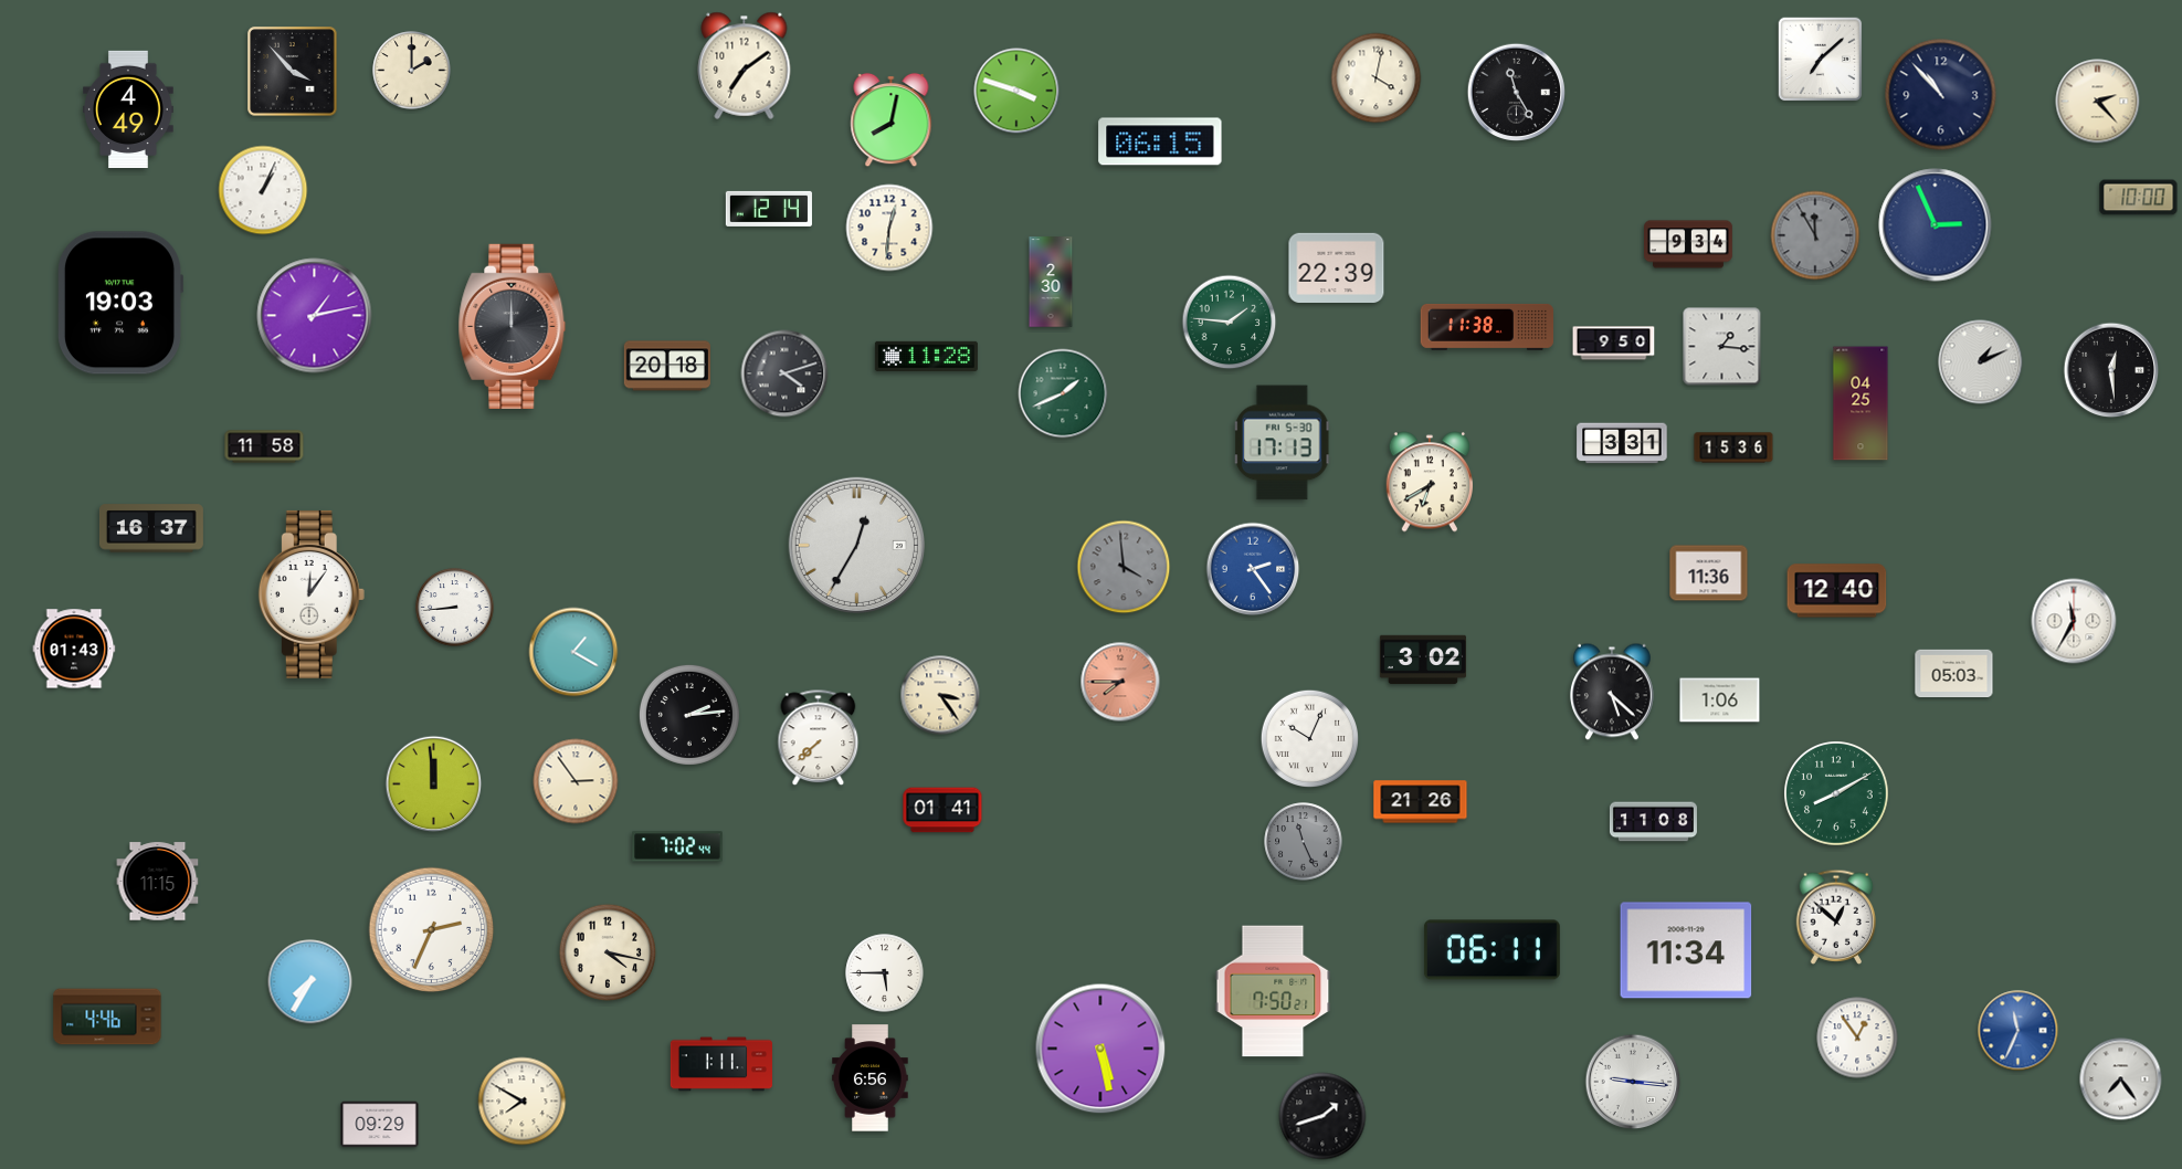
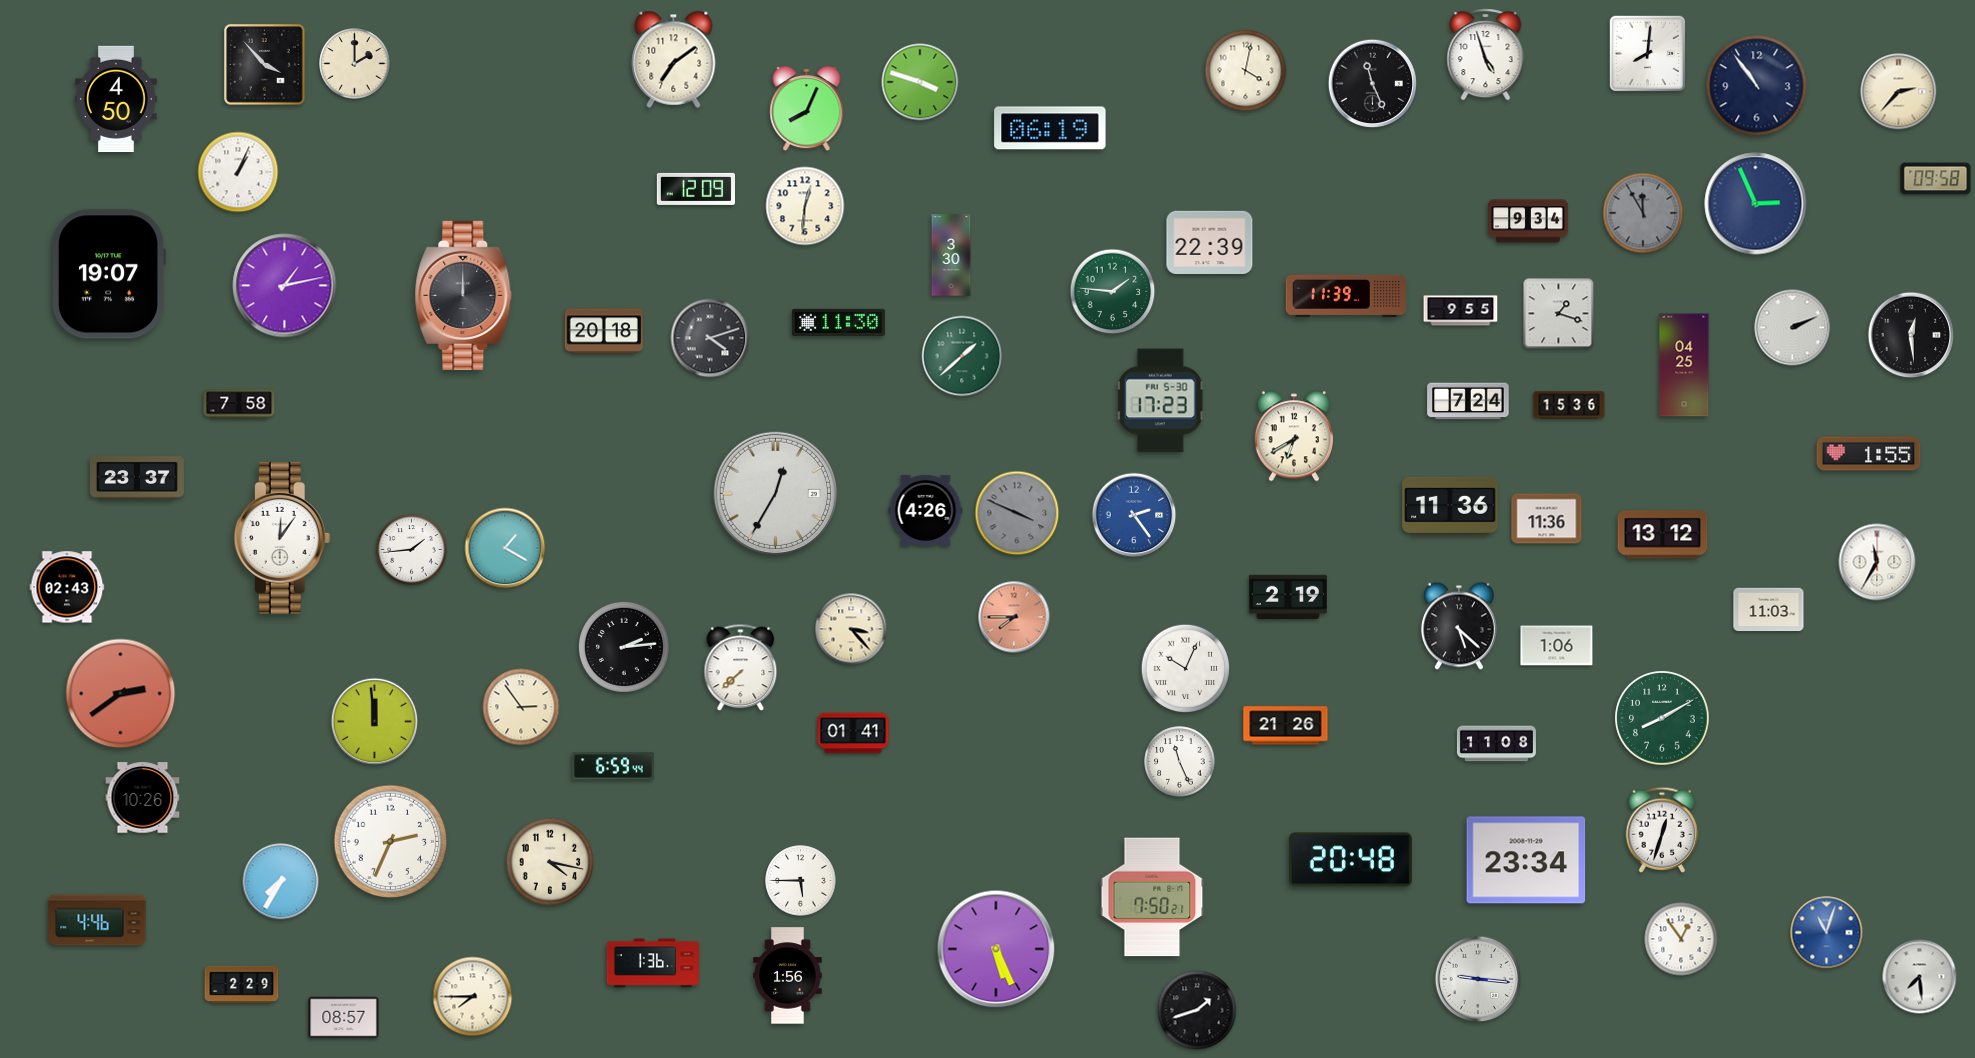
clock at (1821, 60): 7:08 -> 8:01
clock at (1486, 55): none -> 4:57
clock at (412, 71) position: (412, 71) -> (355, 64)
clock at (1516, 92): 11:25 -> 11:26
clock at (1941, 95): 10:53 -> 10:54
clock at (2098, 102): 2:23 -> 2:37
clock at (129, 108): 4:49 -> 4:50
clock at (892, 120): 8:02 -> 8:04
clock at (1160, 141): 06:15 -> 06:19
clock at (2139, 198): 10:00 -> 09:58
clock at (769, 209): 12:14 -> 12:09
clock at (1936, 225) position: (1936, 225) -> (1756, 204)
clock at (1051, 282): 2:30 -> 3:30
clock at (119, 303): 19:03 -> 19:07
clock at (1487, 327): 11:38 -> 11:39
clock at (1614, 344): 9:50 -> 9:55
clock at (1722, 347): 1:16 -> 1:18
clock at (926, 356): 11:28 -> 11:30
clock at (1981, 362): 1:11 -> 2:11
clock at (1063, 393): 1:41 -> 1:38
clock at (1283, 443): 17:13 -> 17:23
clock at (1622, 443): 3:31 -> 7:24
clock at (264, 446): 11:58 -> 7:58
clock at (1869, 454): none -> 1:55
clock at (151, 528): 16:37 -> 23:37
clock at (1450, 506): none -> 11:36
clock at (926, 510): none -> 4:26
clock at (1124, 567): 3:59 -> 3:49
clock at (1837, 591): 12:40 -> 13:12
clock at (455, 608): 8:44 -> 1:44
clock at (74, 649): 01:43 -> 02:43
clock at (573, 652) position: (573, 652) -> (505, 548)
clock at (1423, 660): 3:02 -> 2:19
clock at (1954, 674): 05:03 -> 11:03
clock at (940, 695): 3:24 -> 3:23
clock at (1720, 701) position: (1720, 701) -> (1557, 646)
clock at (121, 694): none -> 2:39
clock at (434, 784) position: (434, 784) -> (375, 722)
clock at (1304, 842) dial: grey -> white
clock at (677, 846): 7:02 -> 6:59
clock at (158, 882): 11:15 -> 10:26
clock at (1836, 917): 12:52 -> 12:33
clock at (1491, 950): 06:11 -> 20:48
clock at (1686, 950): 11:34 -> 23:34
clock at (310, 982) position: (310, 982) -> (281, 882)
clock at (2018, 1031): 11:34 -> 11:03
clock at (1100, 1049): 5:28 -> 5:26
clock at (720, 1064): 1:11 -> 1:36
clock at (871, 1078): 6:56 -> 1:56
clock at (2121, 1080): 7:24 -> 7:29
clock at (242, 984): none -> 2:29
clock at (523, 1102): 7:50 -> 7:45
clock at (380, 1125): 09:29 -> 08:57
